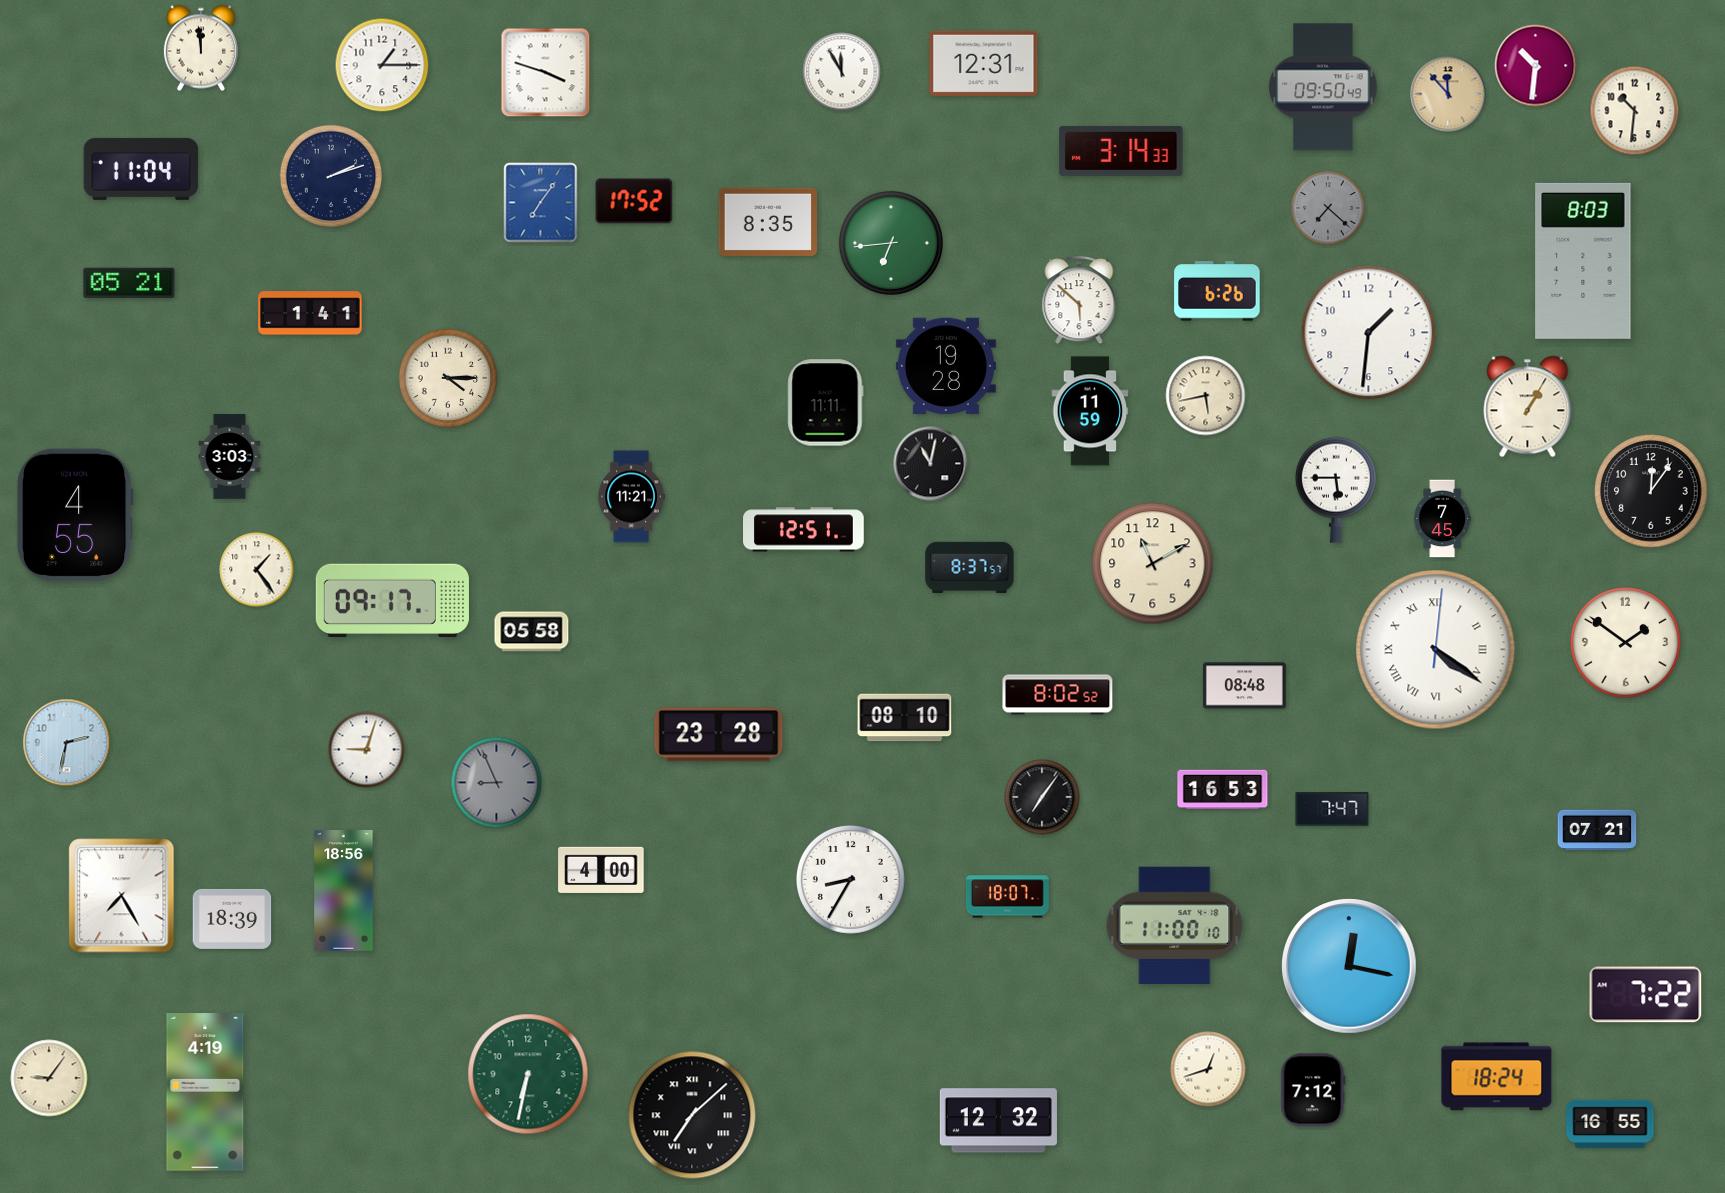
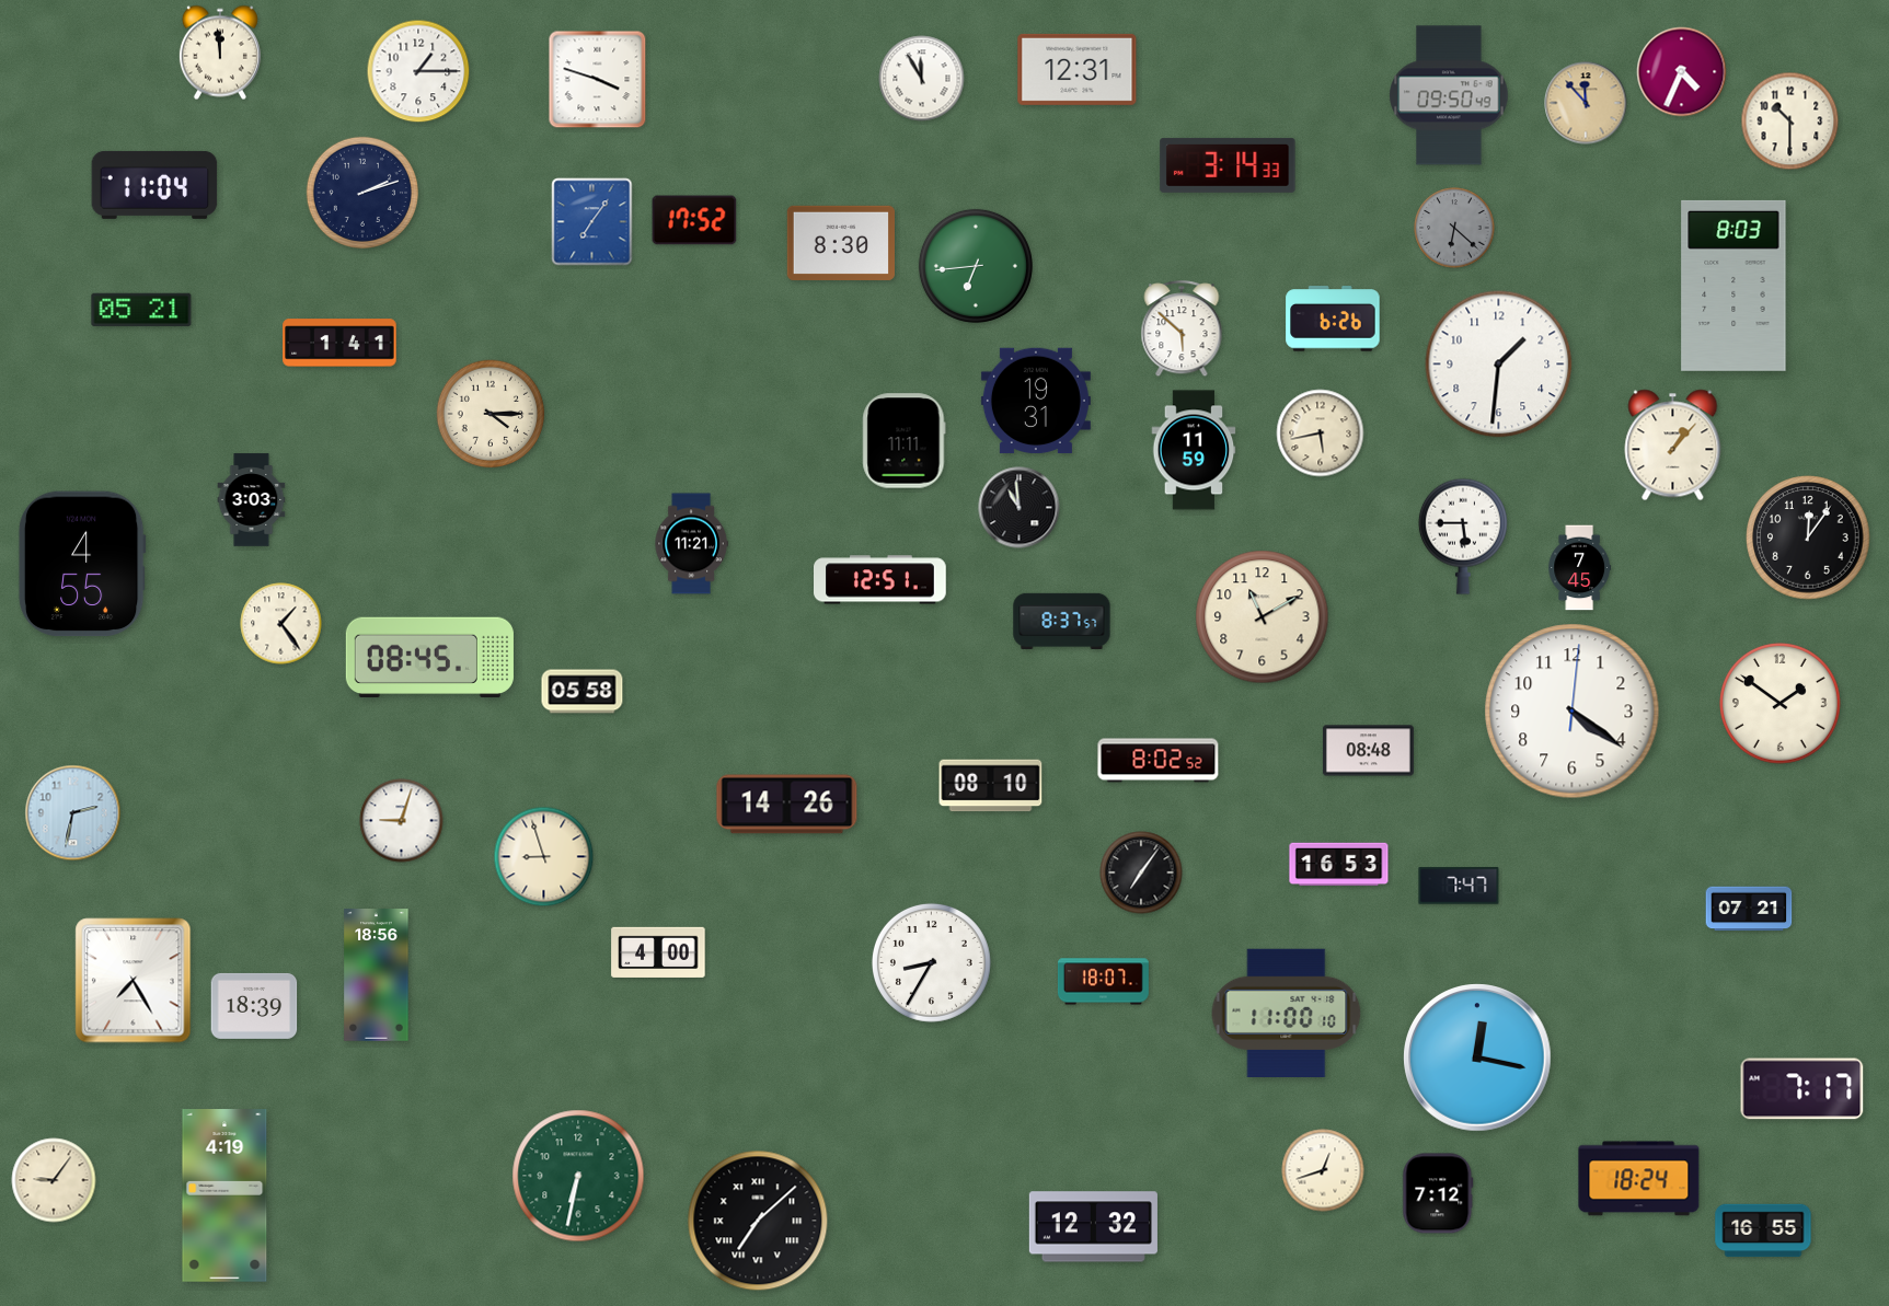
clock at (1536, 66): 10:31 -> 4:34
clock at (1635, 111): 10:31 -> 10:30
clock at (1328, 208): 7:22 -> 6:22
clock at (767, 222): 8:35 -> 8:30
clock at (946, 366): 19:28 -> 19:31
clock at (1528, 407): 1:05 -> 1:07
clock at (931, 464): 11:02 -> 10:59
clock at (392, 601): 09:17 -> 08:45
clock at (1436, 650) numerals: Roman -> Arabic
clock at (1244, 686) position: (1244, 686) -> (1368, 751)
clock at (719, 735): 23:28 -> 14:26
clock at (497, 783): 8:56 -> 8:57
clock at (497, 783) dial: grey -> cream
clock at (1646, 995): 7:22 -> 7:17
